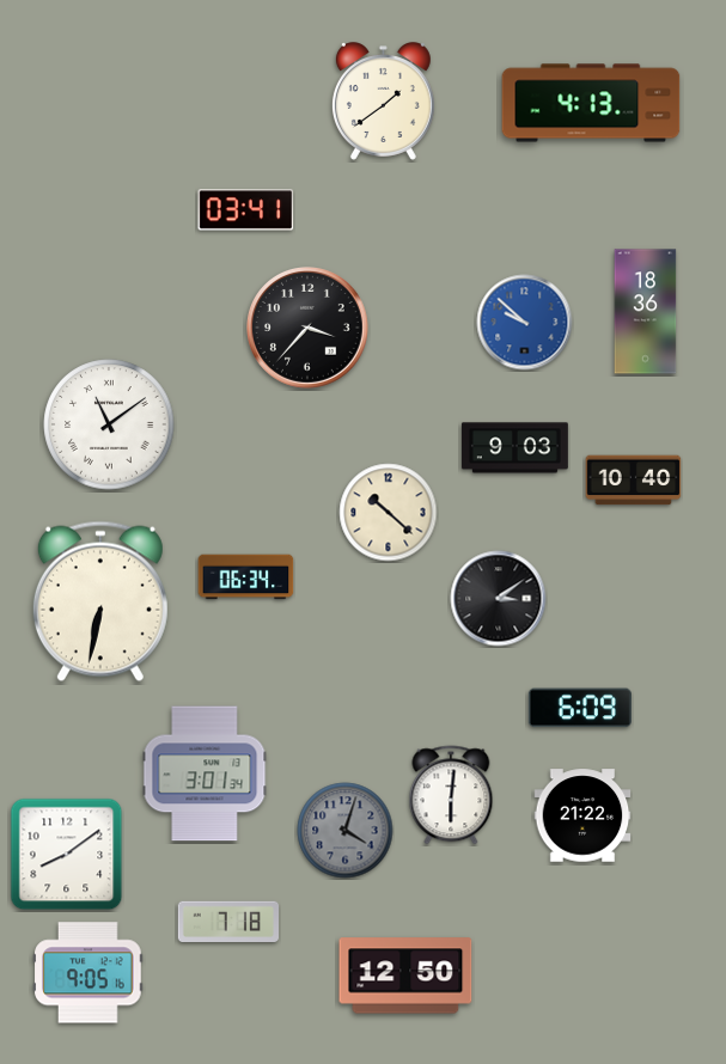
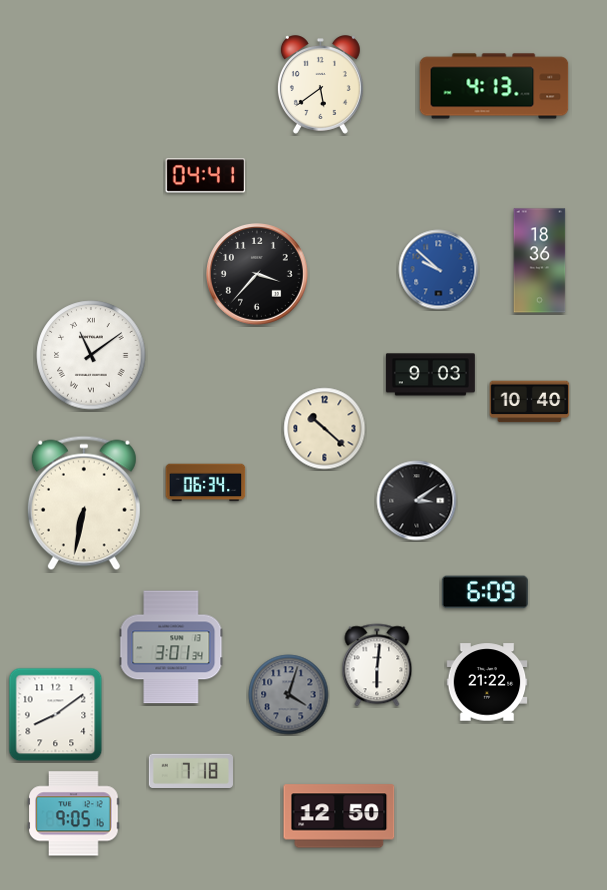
clock at (383, 102): 1:39 -> 5:39
clock at (246, 210): 03:41 -> 04:41
